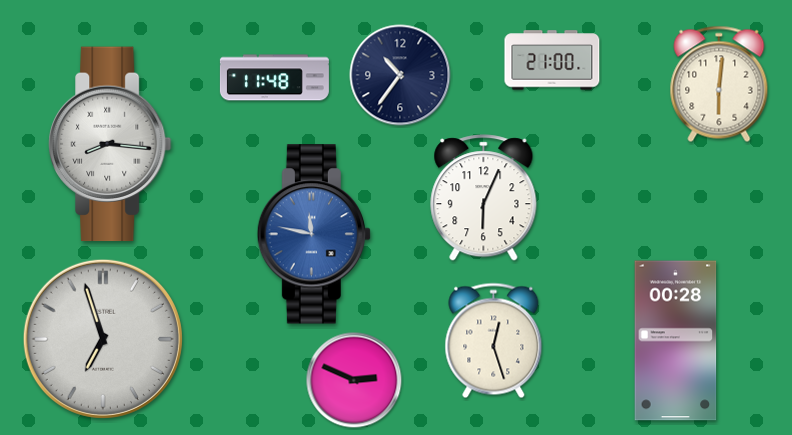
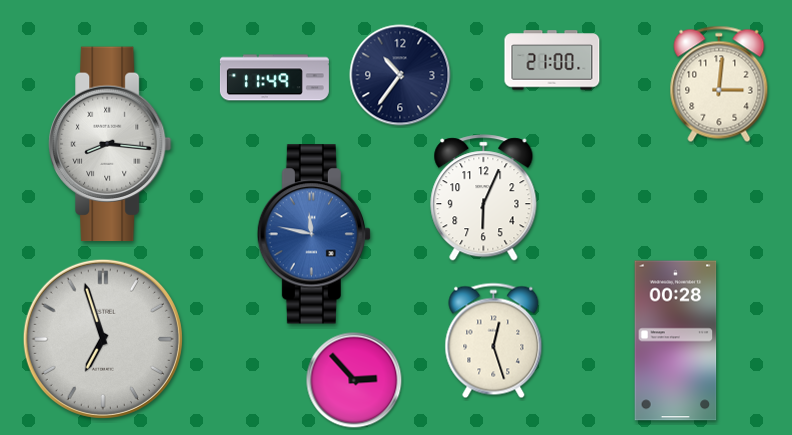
clock at (274, 78): 11:48 -> 11:49
clock at (719, 84): 6:01 -> 3:01
clock at (354, 380): 2:49 -> 2:53
